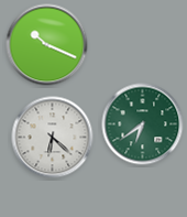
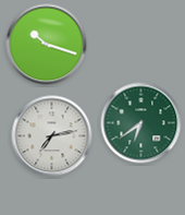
clock at (47, 45): 10:19 -> 10:18
clock at (53, 138): 6:22 -> 7:13
